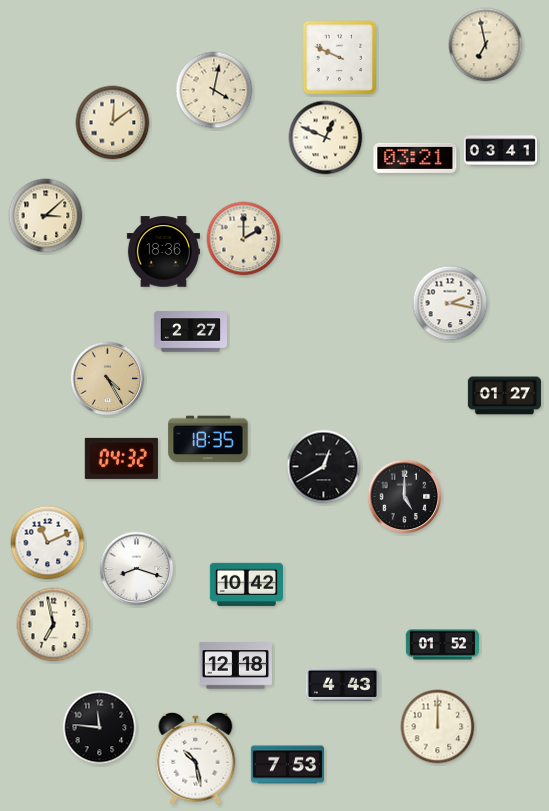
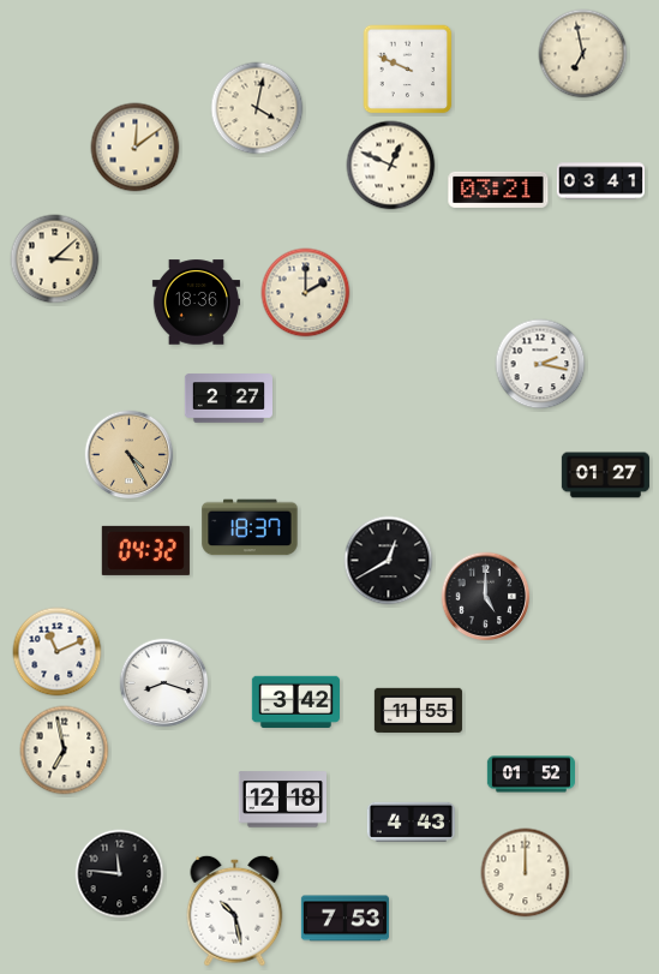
clock at (244, 239) position: (244, 239) -> (306, 293)
clock at (208, 439): 18:35 -> 18:37
clock at (246, 584): 10:42 -> 3:42
clock at (418, 710): none -> 11:55
